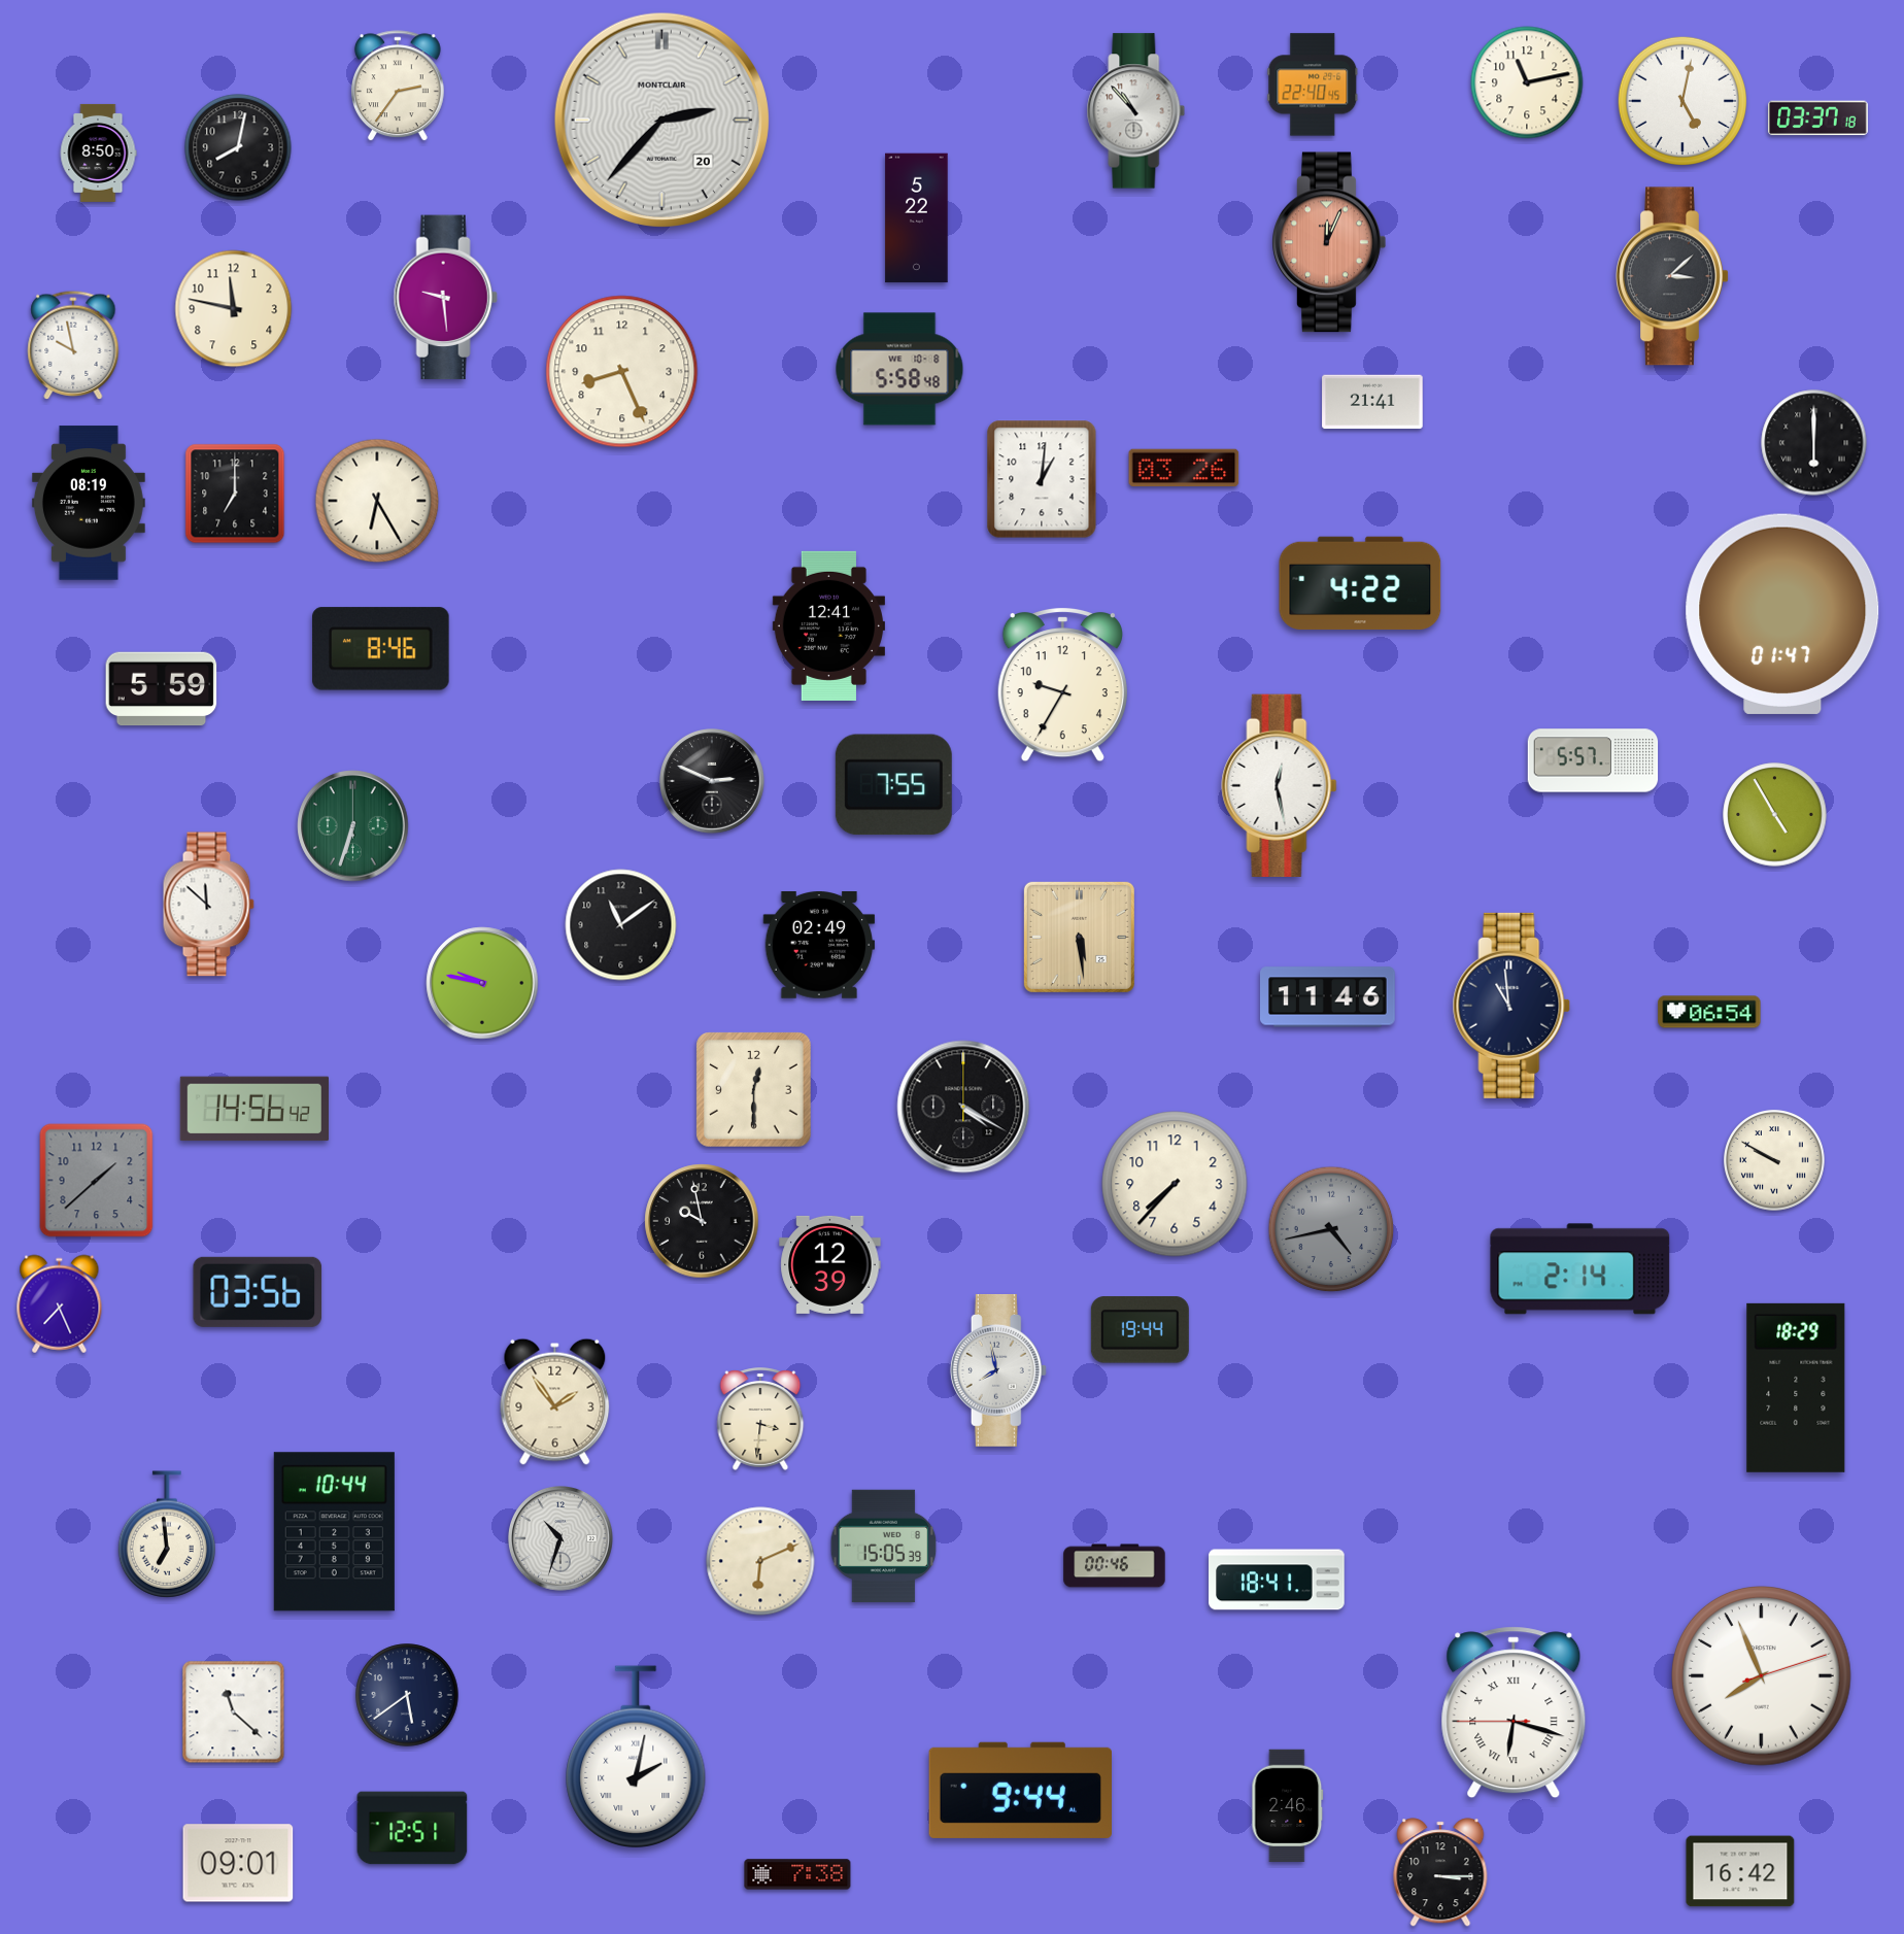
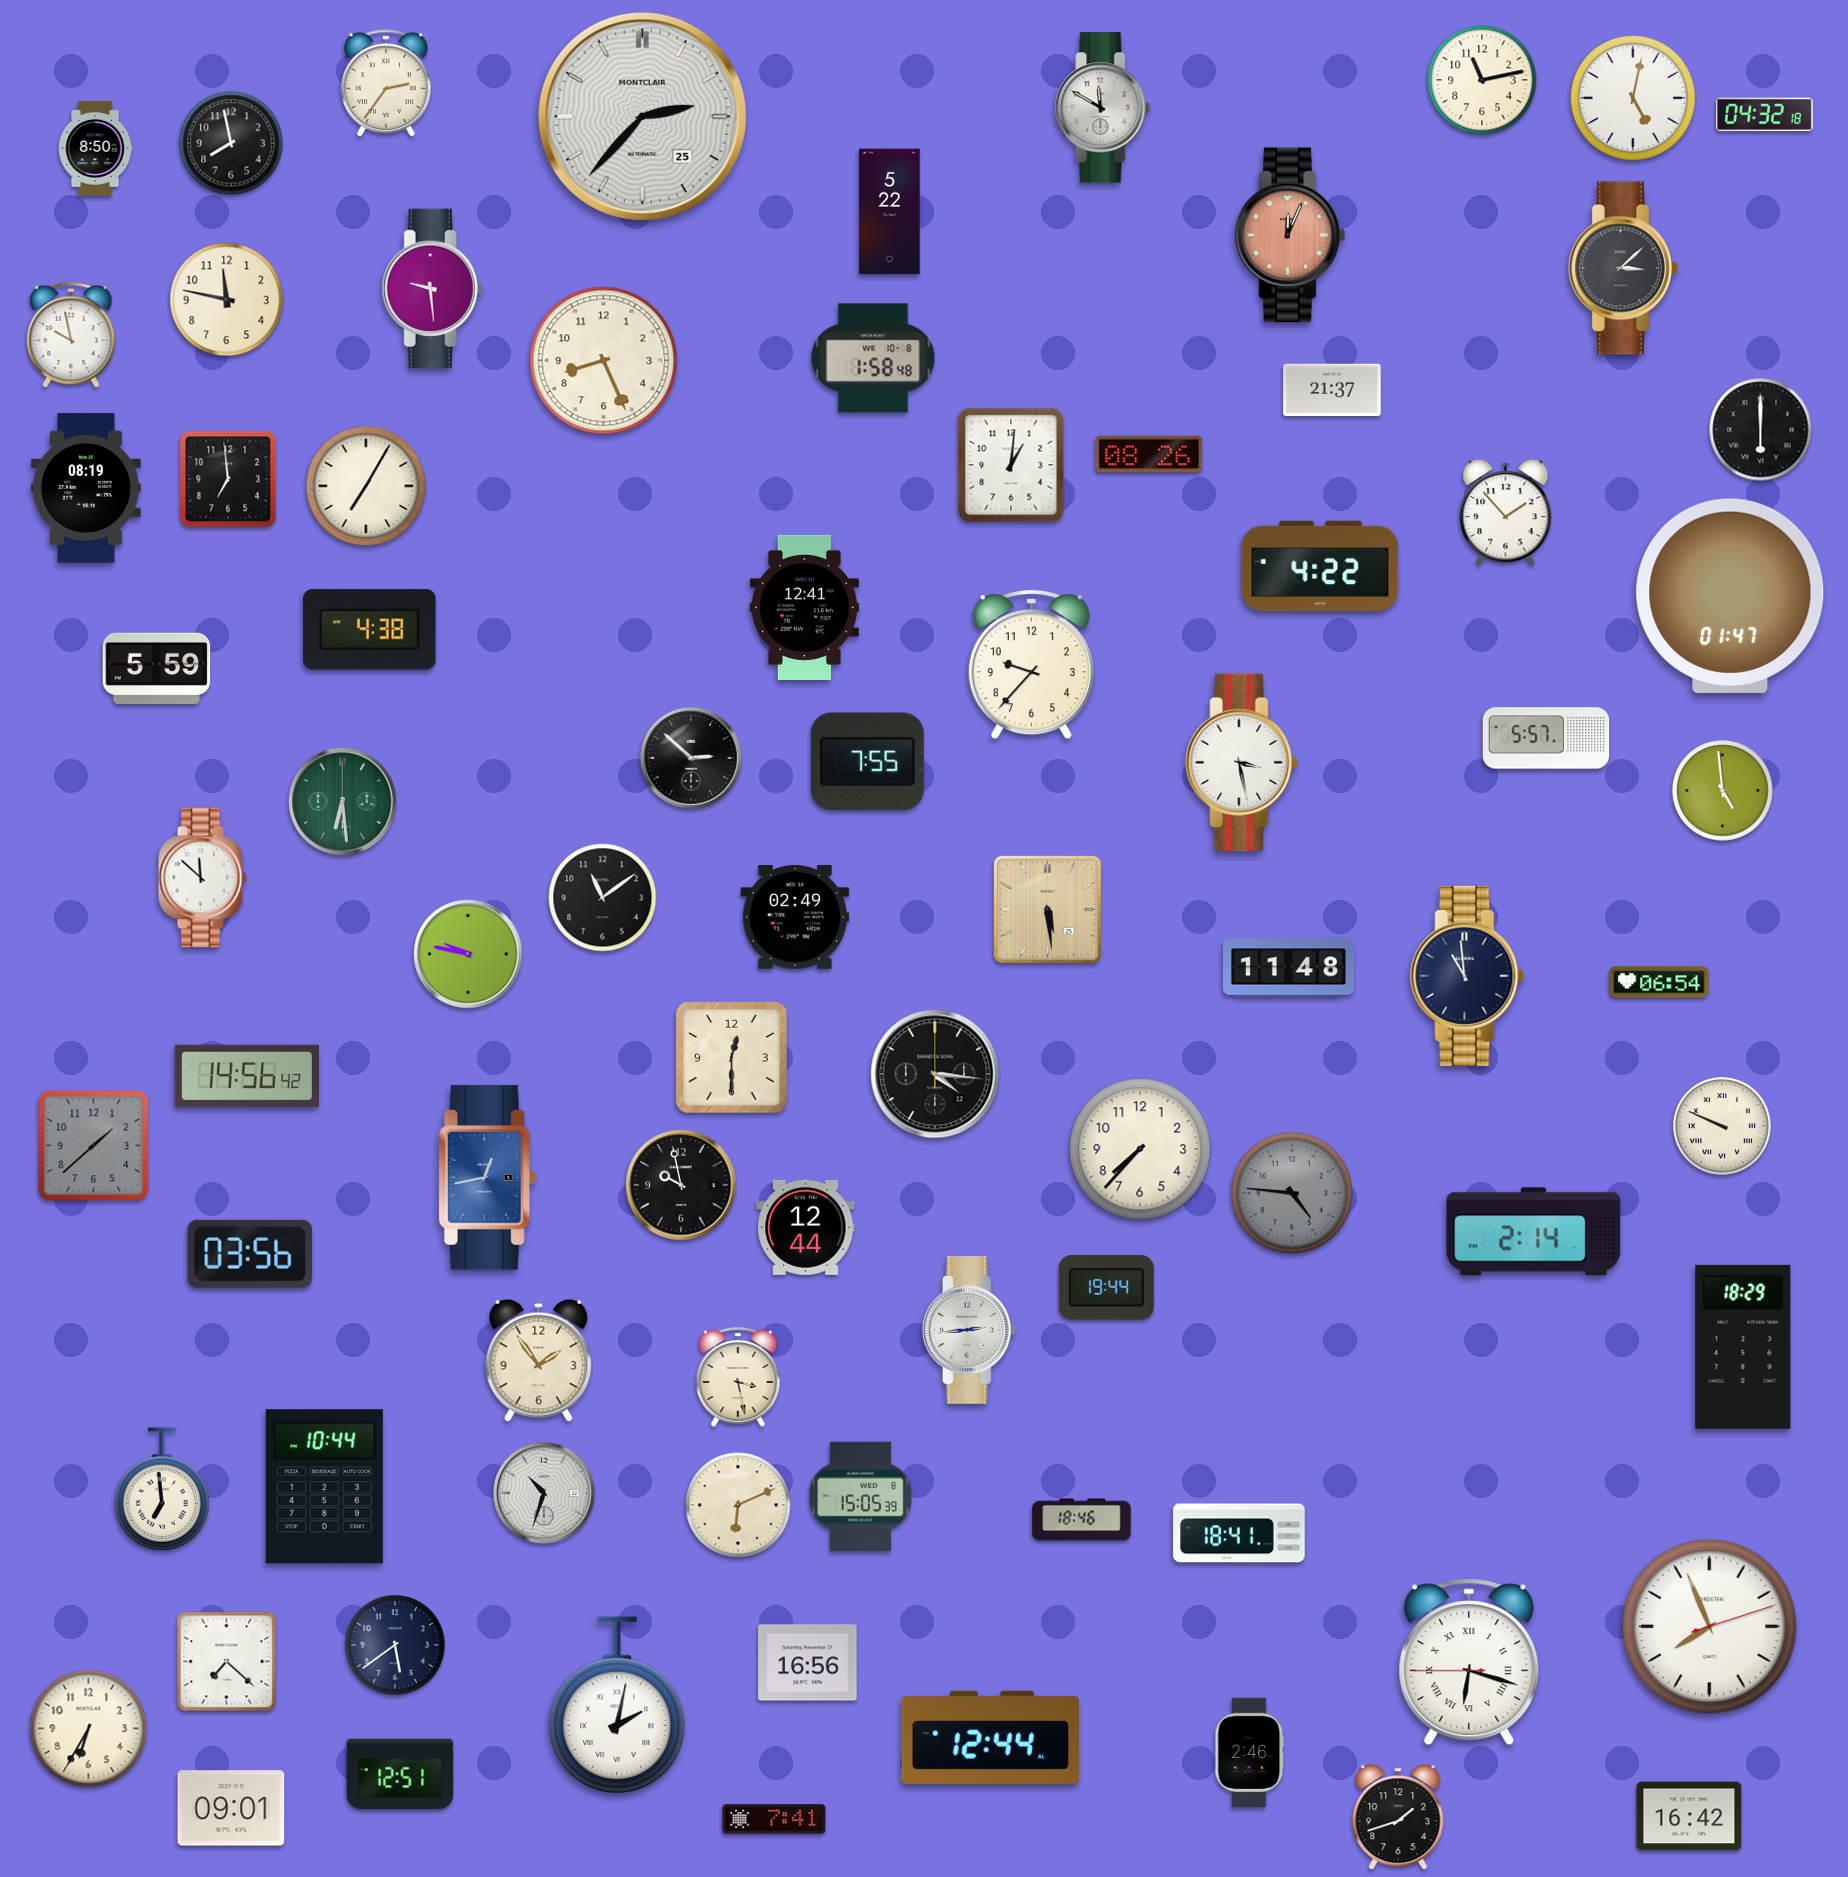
clock at (1313, 84): 22:40 -> none
clock at (1136, 111): 10:53 -> 11:50
clock at (1818, 118): 03:37 -> 04:32
clock at (661, 120) date: 20 -> 25
clock at (238, 147): 8:02 -> 7:58
clock at (899, 369): 5:58 -> 1:58
clock at (1372, 402): 21:41 -> 21:37
clock at (1184, 468): 03:26 -> 08:26
clock at (235, 494): 7:00 -> 6:59
clock at (377, 501): 6:25 -> 7:05
clock at (1506, 513): none -> 1:53
clock at (381, 649): 8:46 -> 4:38
clock at (1062, 684): 9:35 -> 9:37
clock at (713, 782): 2:49 -> 2:52
clock at (1280, 785): 12:28 -> 3:28
clock at (1775, 815): 4:55 -> 4:59
clock at (353, 826): 6:33 -> 6:29
clock at (1328, 997): 11:46 -> 11:48
clock at (963, 1107): 4:20 -> 4:16
clock at (1774, 1160): 9:50 -> 9:49
clock at (487, 1178): none -> 12:43
clock at (1331, 1229): 4:43 -> 4:46
clock at (830, 1264): 12:39 -> 12:44
clock at (60, 1304): 7:26 -> none
clock at (1140, 1330) position: (1140, 1330) -> (1106, 1288)
clock at (998, 1370): 7:58 -> 2:44
clock at (760, 1419): 3:31 -> 3:28
clock at (884, 1547) position: (884, 1547) -> (861, 1497)
clock at (760, 1561) position: (760, 1561) -> (738, 1505)
clock at (1115, 1566): 00:46 -> 18:46
clock at (234, 1712): 11:22 -> 7:22
clock at (808, 1663): none -> 16:56
clock at (89, 1729): none -> 6:35
clock at (1020, 1790): 9:44 -> 12:44
clock at (1440, 1872): 3:15 -> 1:42
clock at (797, 1874): 7:38 -> 7:41
